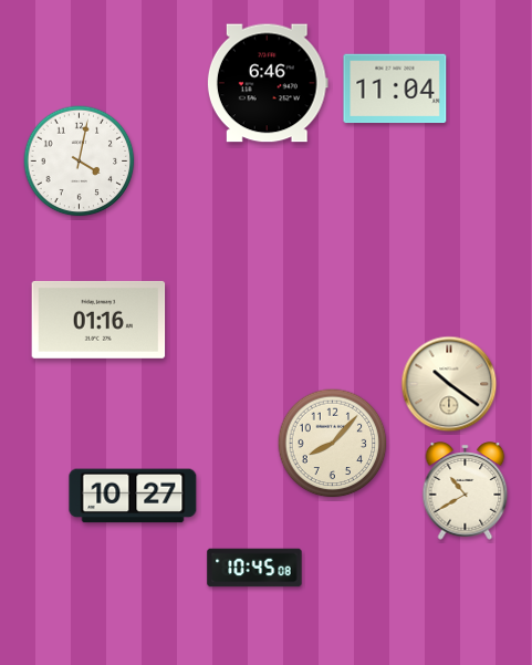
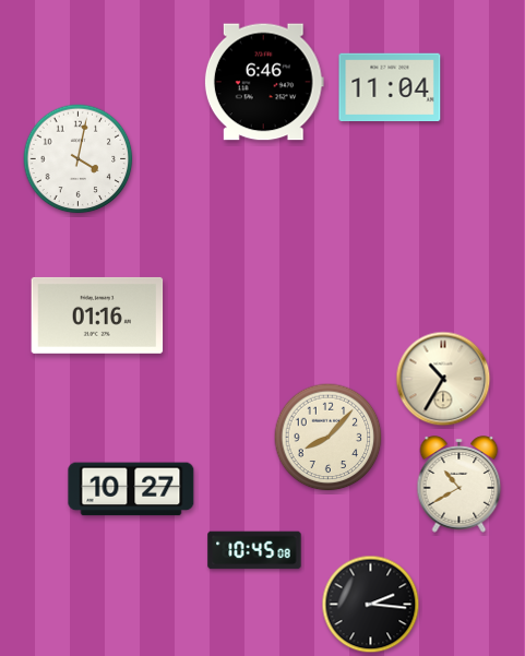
clock at (449, 384): 10:21 -> 10:35
clock at (254, 568) position: (254, 568) -> (254, 550)
clock at (371, 605): none -> 2:16
